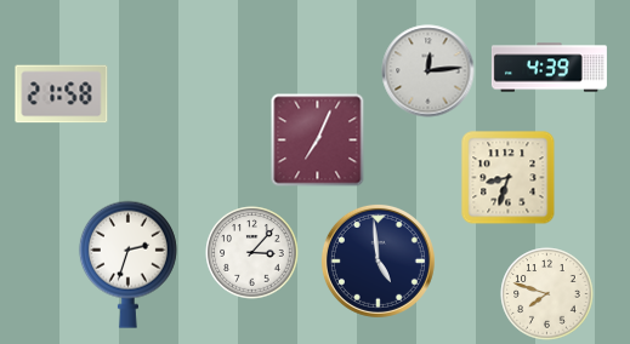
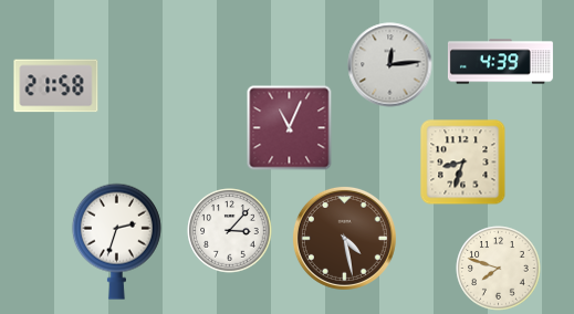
clock at (318, 141): 7:04 -> 11:04
clock at (378, 260): 4:59 -> 4:28
clock at (378, 260) dial: navy -> brown
